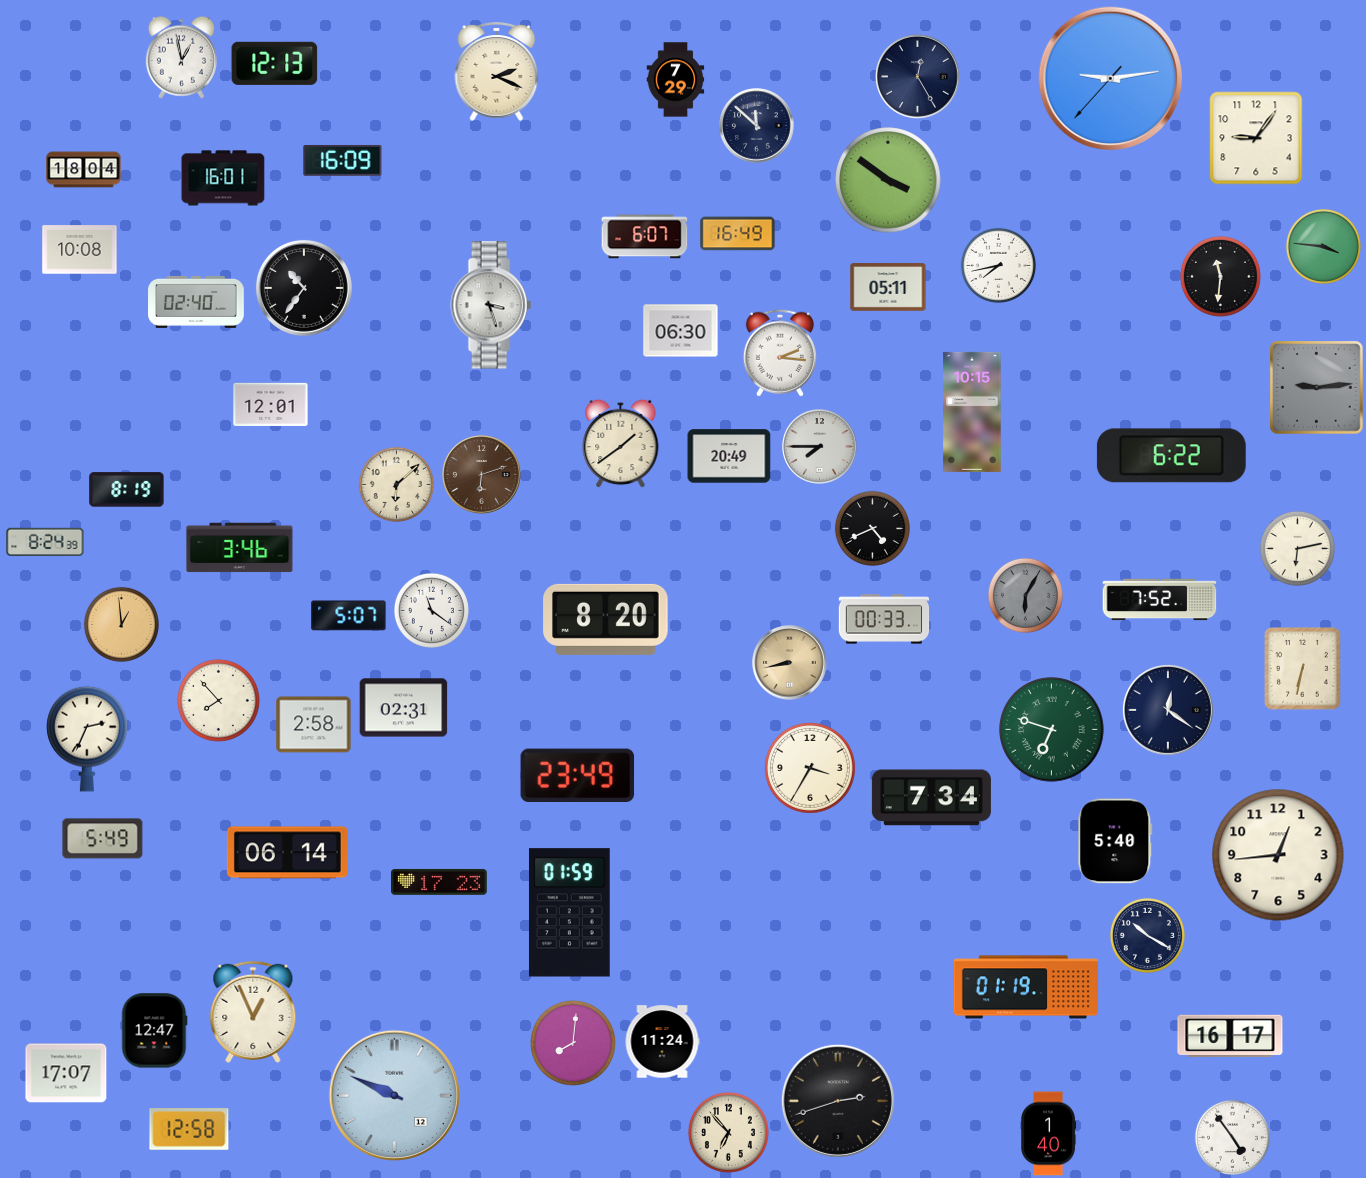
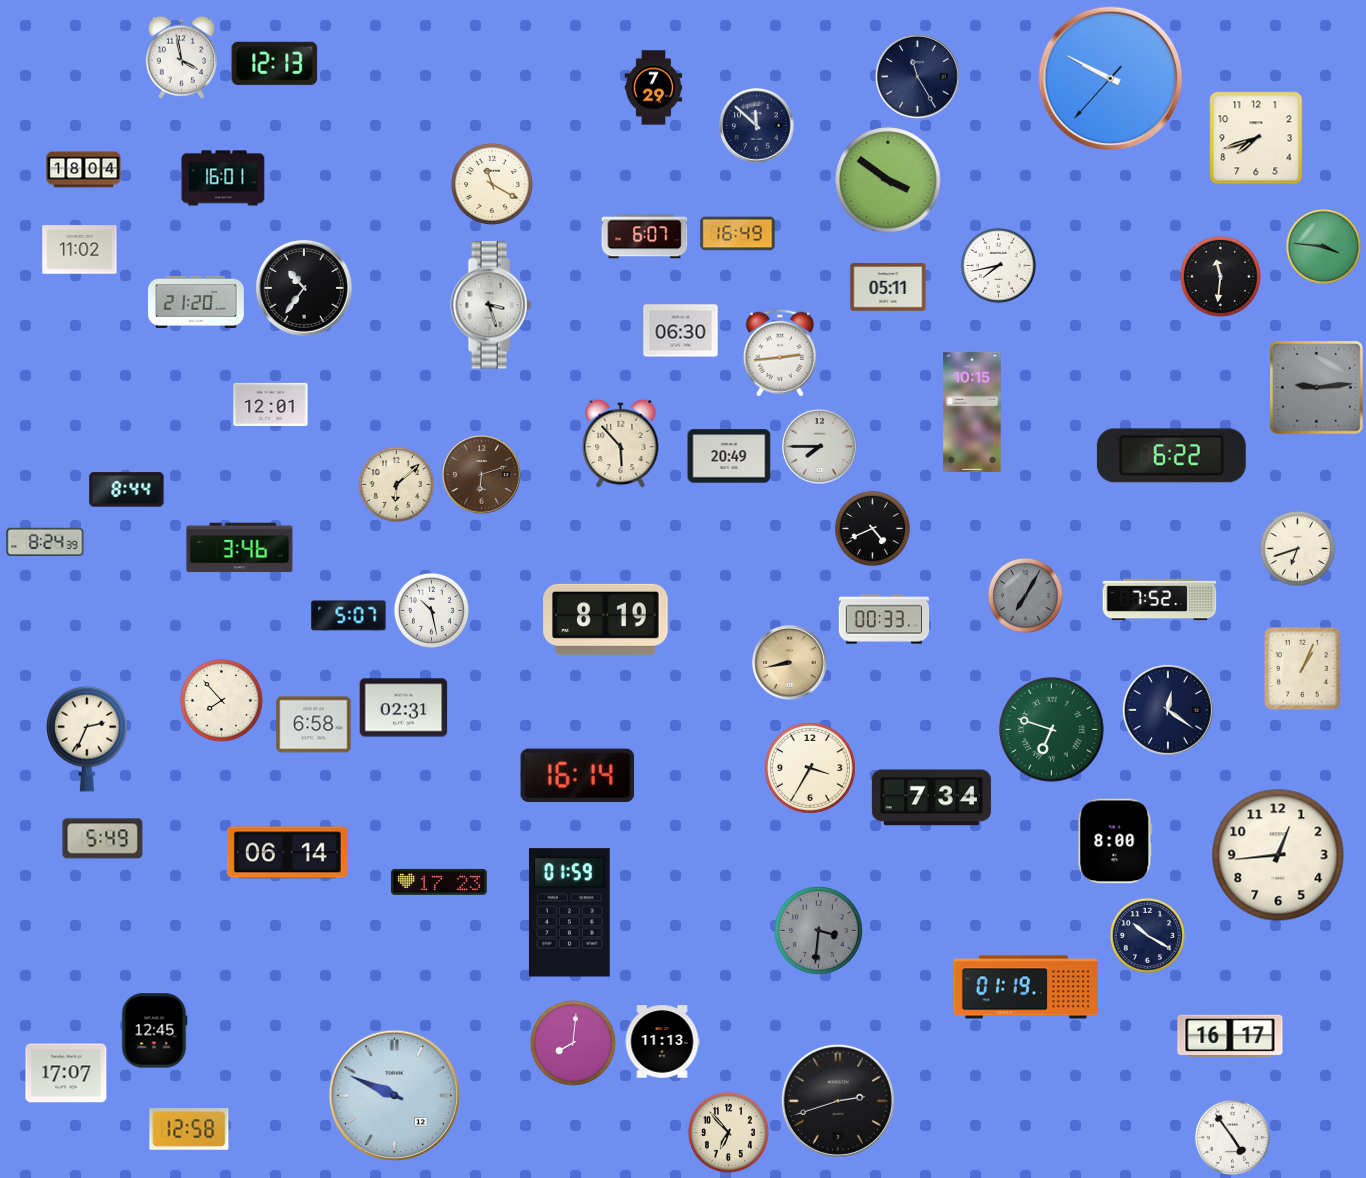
clock at (181, 57): 12:58 -> 3:58
clock at (497, 71): 2:19 -> none
clock at (918, 77): 12:25 -> 11:25
clock at (1111, 79): 9:13 -> 9:49
clock at (676, 80) position: (676, 80) -> (654, 88)
clock at (1256, 138): 9:06 -> 7:42
clock at (343, 160): 16:09 -> none
clock at (492, 184): none -> 11:20
clock at (80, 250): 10:08 -> 11:02
clock at (196, 302): 02:40 -> 21:20
clock at (780, 353): 2:16 -> 2:44
clock at (621, 443): 1:39 -> 5:53
clock at (127, 490): 8:19 -> 8:44
clock at (1297, 548): 6:13 -> 6:42
clock at (1025, 595): 6:05 -> 7:05
clock at (431, 610): 11:21 -> 10:28
clock at (606, 619): 8:20 -> 8:19
clock at (121, 624): 12:59 -> none
clock at (1303, 669): 6:32 -> 1:04
clock at (218, 700) position: (218, 700) -> (221, 700)
clock at (314, 725): 2:58 -> 6:58
clock at (578, 775): 23:49 -> 16:14
clock at (1115, 841): 5:40 -> 8:00
clock at (818, 930): none -> 3:31
clock at (253, 1012): 12:56 -> none
clock at (155, 1031): 12:47 -> 12:45
clock at (662, 1042): 11:24 -> 11:13
clock at (1049, 1134): 1:40 -> none
